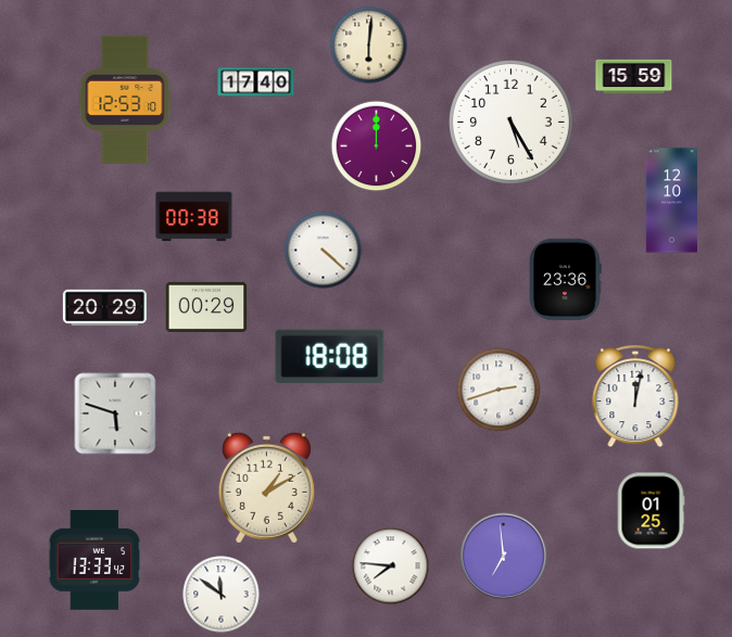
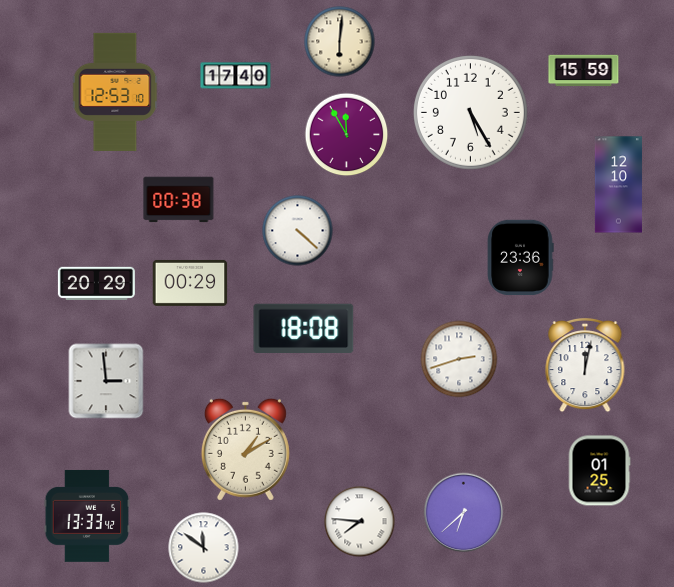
clock at (377, 146): 12:00 -> 11:55
clock at (115, 413): 5:48 -> 2:59
clock at (504, 557): 6:59 -> 6:38
